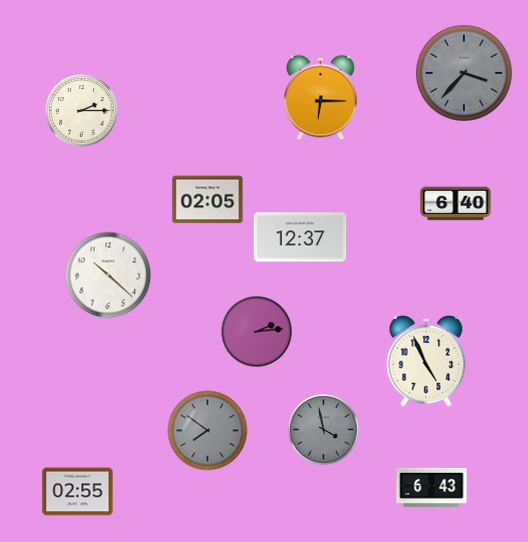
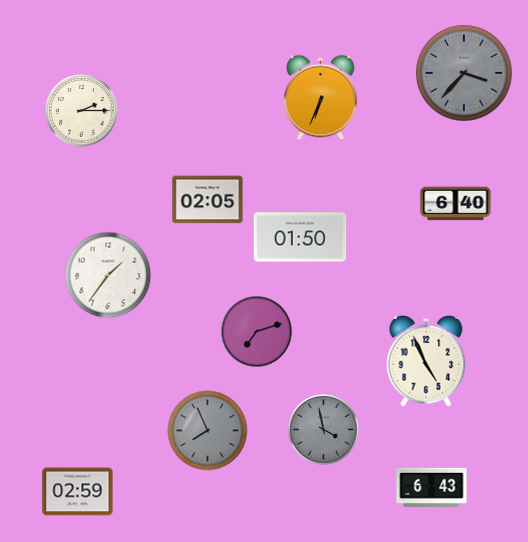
clock at (321, 98): 6:15 -> 6:34
clock at (300, 237): 12:37 -> 01:50
clock at (108, 275): 10:22 -> 1:36
clock at (257, 332): 2:14 -> 7:12
clock at (208, 431): 7:51 -> 7:56
clock at (78, 492): 02:55 -> 02:59
